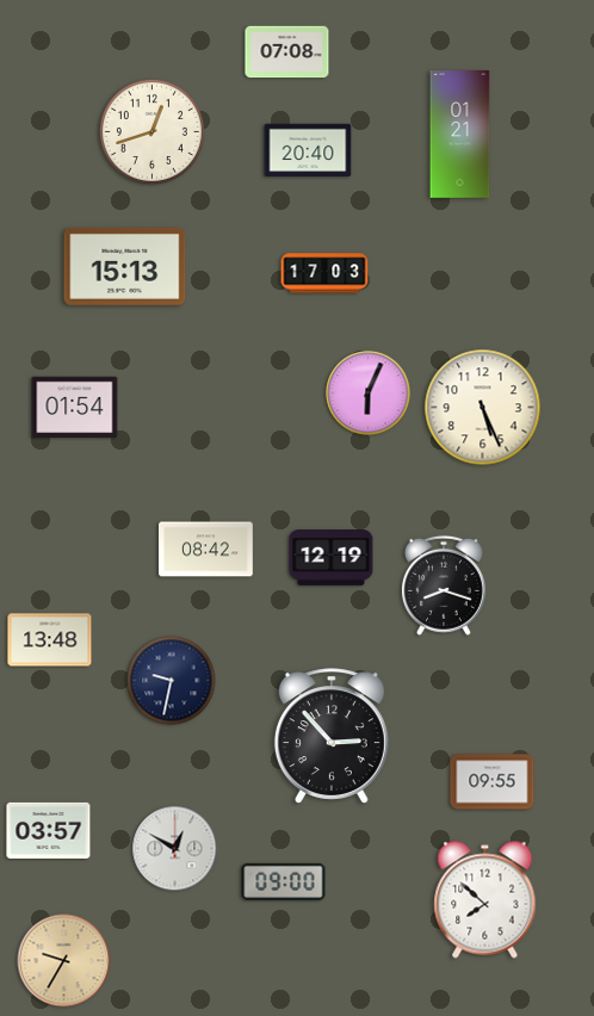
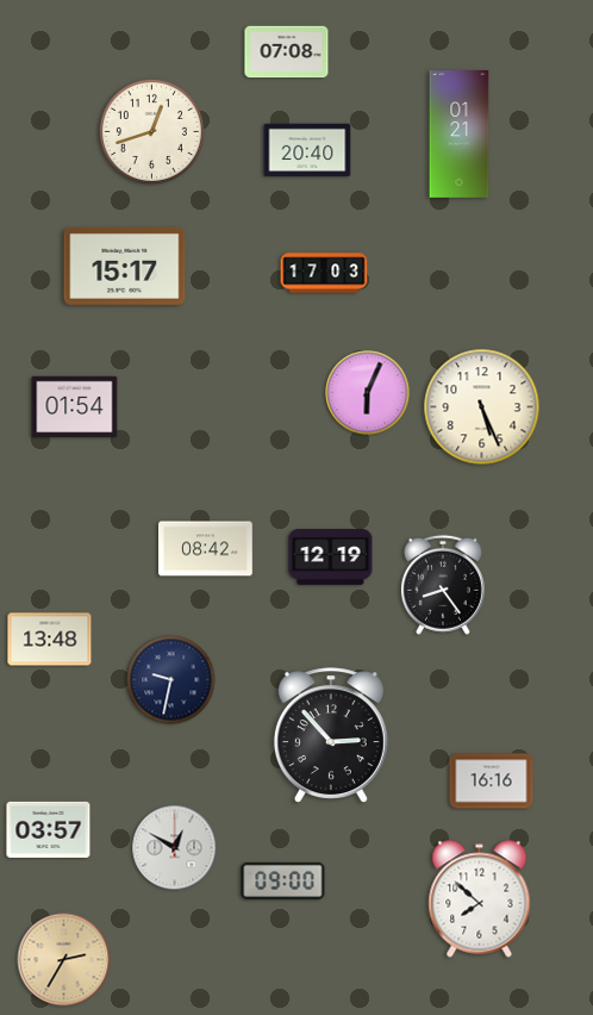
clock at (125, 266): 15:13 -> 15:17
clock at (444, 586): 8:18 -> 8:24
clock at (493, 782): 09:55 -> 16:16
clock at (485, 900) position: (485, 900) -> (480, 899)
clock at (64, 961): 9:35 -> 2:35
